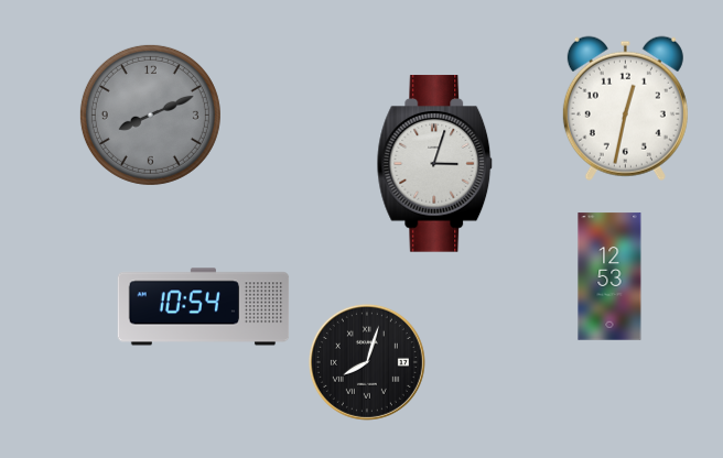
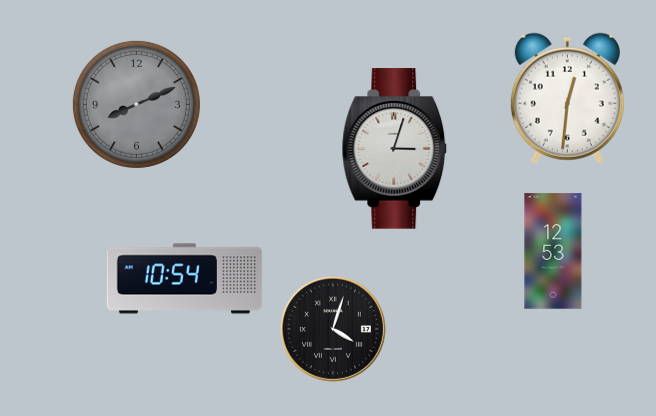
clock at (625, 108): 12:32 -> 12:31
clock at (367, 362): 8:03 -> 4:03
